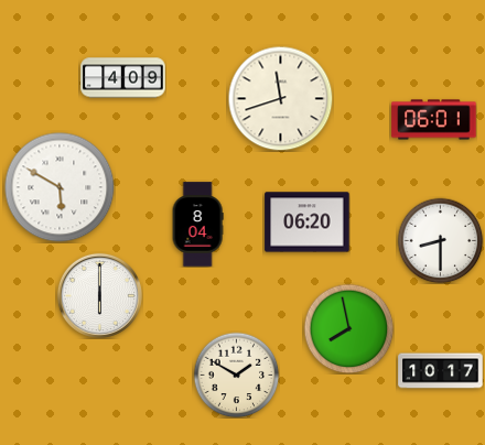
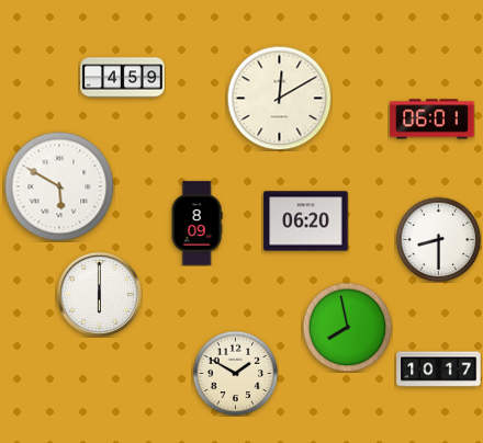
clock at (123, 78): 4:09 -> 4:59
clock at (280, 98): 11:42 -> 12:10
clock at (197, 225): 8:04 -> 8:09
